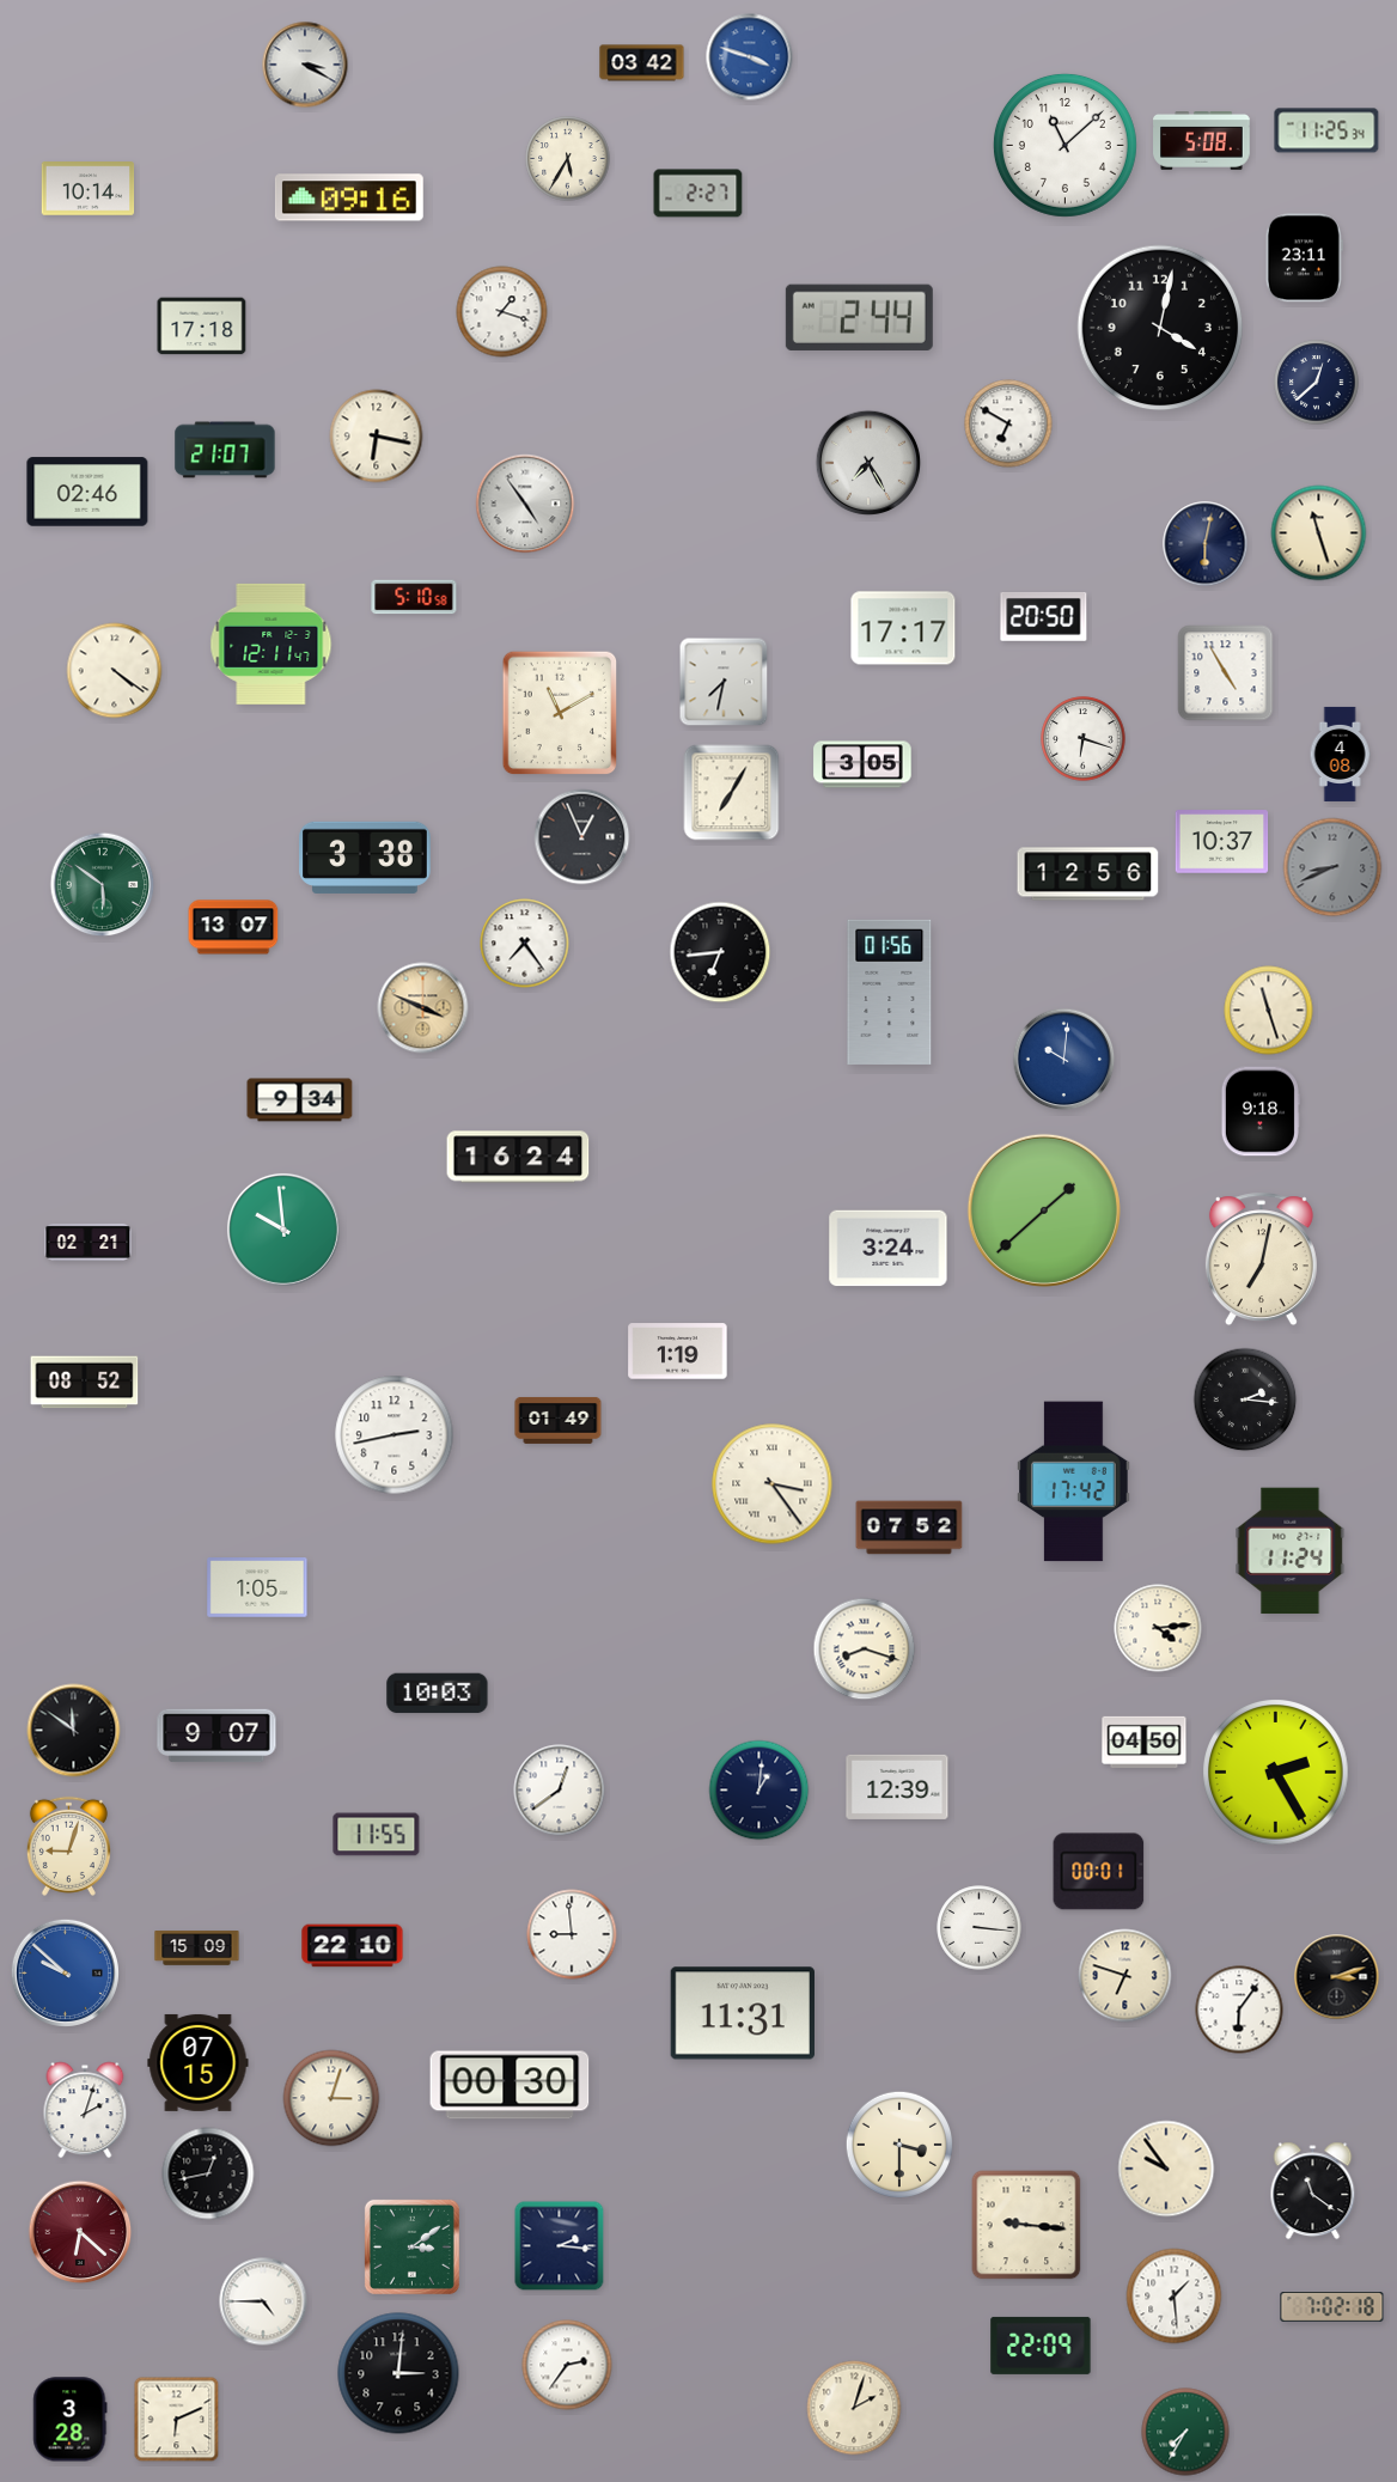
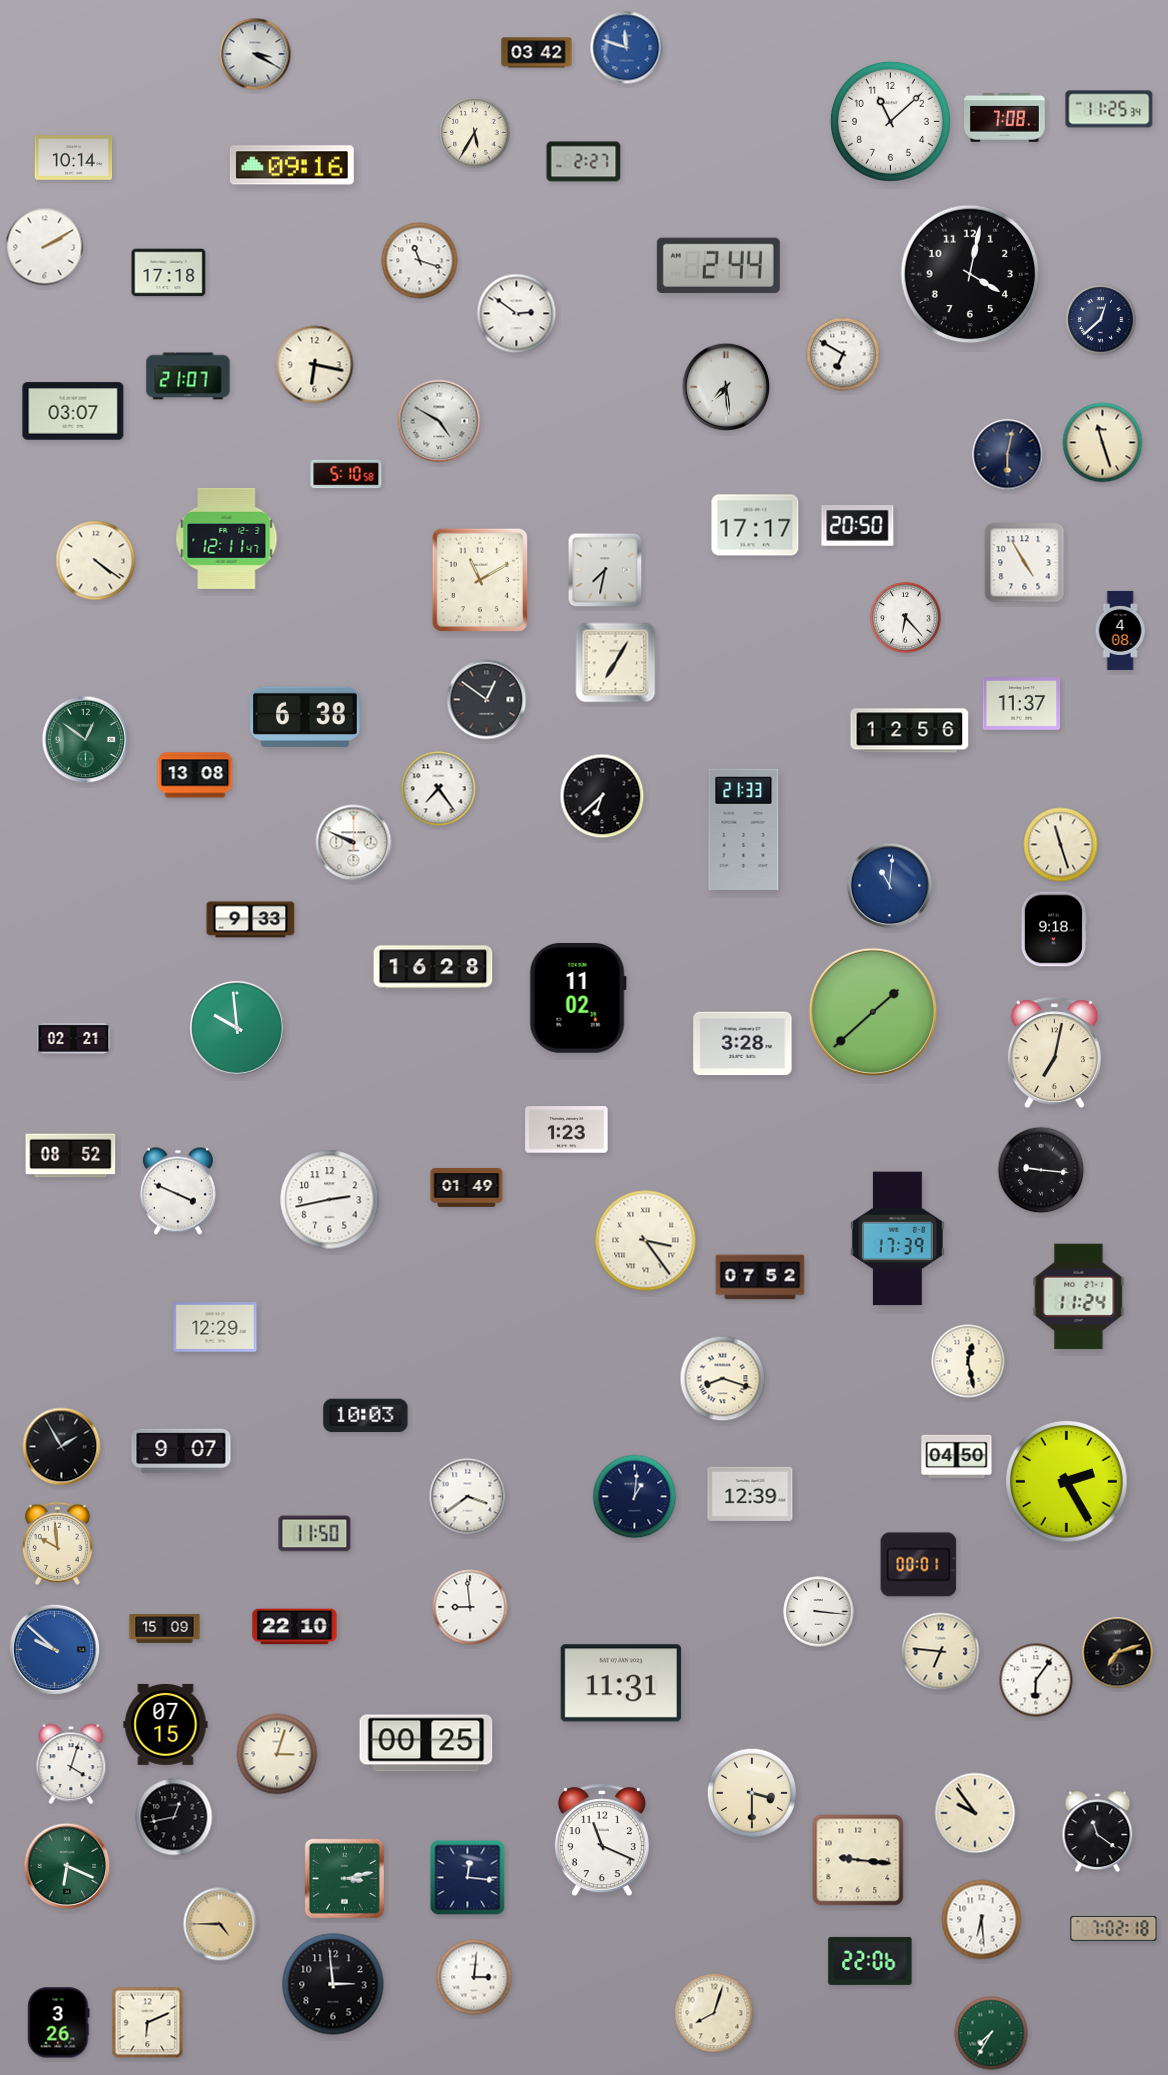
clock at (750, 57): 3:48 -> 11:48
clock at (1202, 141): 5:08 -> 7:08
clock at (1304, 258): 23:11 -> none
clock at (45, 247): none -> 2:10
clock at (502, 312): 1:18 -> 11:18
clock at (517, 314): none -> 2:51
clock at (868, 463): 7:25 -> 7:29
clock at (87, 492): 02:46 -> 03:07
clock at (525, 504): 4:54 -> 4:50
clock at (1319, 533) position: (1319, 533) -> (1103, 443)
clock at (414, 597) position: (414, 597) -> (346, 474)
clock at (1044, 617) position: (1044, 617) -> (858, 526)
clock at (560, 713) position: (560, 713) -> (480, 580)
clock at (1084, 739): 6:18 -> 6:23
clock at (862, 764): 3:05 -> none
clock at (732, 793) position: (732, 793) -> (616, 663)
clock at (582, 837): 12:56 -> 12:51
clock at (1222, 842): 10:37 -> 11:37
clock at (365, 858): 3:38 -> 6:38
clock at (1332, 867): 8:41 -> none
clock at (103, 885): 5:51 -> 12:51
clock at (233, 927): 13:07 -> 13:08
clock at (720, 952): 6:44 -> 6:38
clock at (890, 992): 01:56 -> 21:33
clock at (423, 1008): 3:49 -> 9:49
clock at (423, 1008) dial: champagne -> white
clock at (1064, 1060): 10:01 -> 11:01
clock at (300, 1100): 9:34 -> 9:33
clock at (518, 1157): 16:24 -> 16:28
clock at (578, 998): none -> 11:02
clock at (889, 1249): 3:24 -> 3:28
clock at (678, 1352): 1:19 -> 1:23
clock at (1245, 1399): 2:16 -> 9:16
clock at (178, 1191): none -> 3:49
clock at (1074, 1482): 17:42 -> 17:39
clock at (257, 1588): 1:05 -> 12:29
clock at (1158, 1628): 4:14 -> 12:28
clock at (74, 1731): 11:51 -> 1:55
clock at (560, 1791): 12:39 -> 3:39
clock at (377, 1835): 11:55 -> 11:50
clock at (68, 1846): 9:03 -> 9:59
clock at (572, 1934) position: (572, 1934) -> (470, 1607)
clock at (1125, 1976): 6:48 -> 6:46
clock at (1337, 1977): 3:12 -> 7:12
clock at (510, 2085): 00:30 -> 00:25
clock at (85, 2110): 2:03 -> 4:03
clock at (602, 1841): none -> 11:19
clock at (80, 2232): 6:22 -> 6:19
clock at (80, 2232) dial: burgundy -> green
clock at (411, 2246): 3:09 -> 3:13
clock at (560, 2246): 2:16 -> 12:16
clock at (1175, 2297): 1:29 -> 6:29
clock at (263, 2301) dial: white -> champagne
clock at (1041, 2346): 22:09 -> 22:06
clock at (567, 2365): 2:36 -> 3:01
clock at (398, 2373): 3:01 -> 2:59
clock at (854, 2408): 2:03 -> 8:03
clock at (71, 2420): 3:28 -> 3:26
